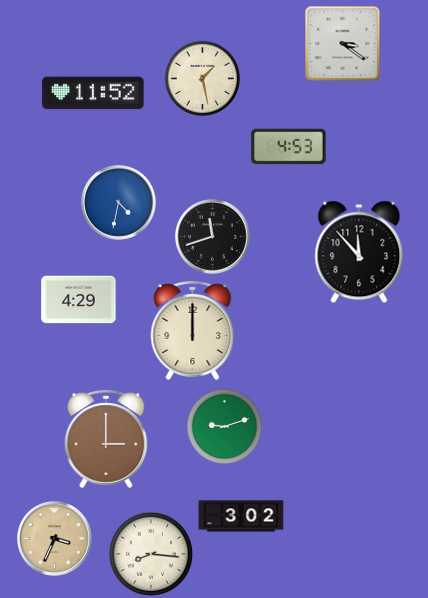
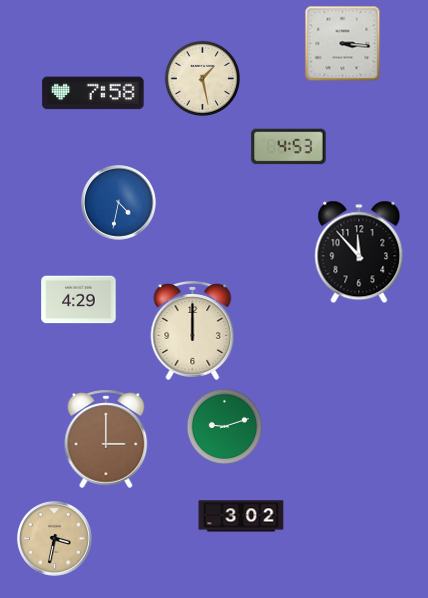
clock at (343, 44): 3:21 -> 3:16
clock at (93, 93): 11:52 -> 7:58
clock at (213, 237): 11:42 -> none
clock at (55, 539): 3:34 -> 3:32
clock at (151, 554): 8:16 -> none
